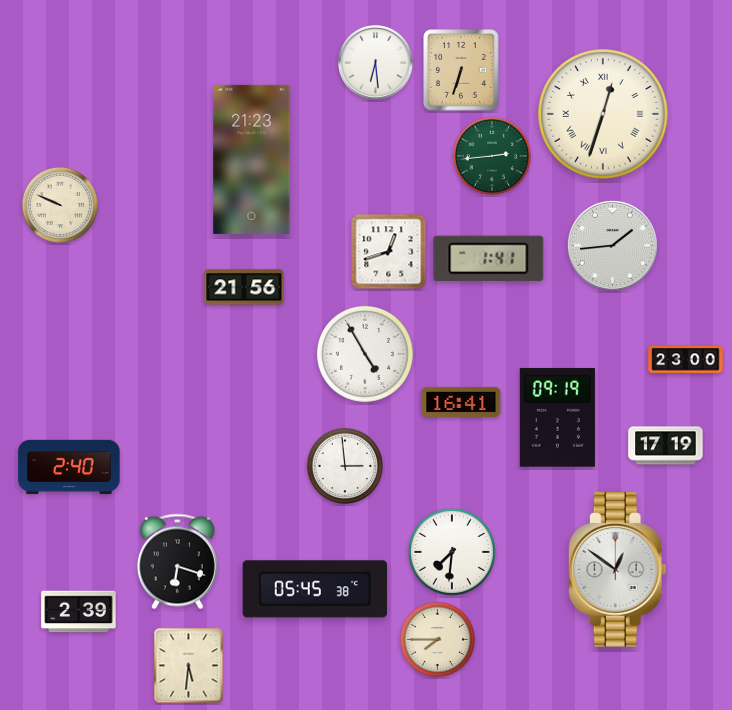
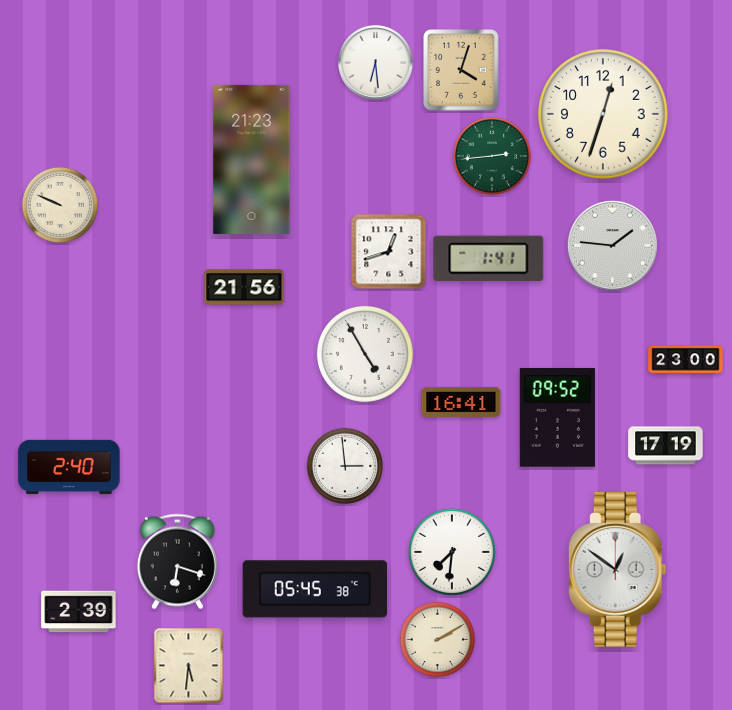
clock at (461, 70): 6:33 -> 4:03
clock at (603, 114) numerals: Roman -> Arabic
clock at (612, 245): 1:44 -> 1:46
clock at (557, 417): 09:19 -> 09:52
clock at (437, 639): 7:45 -> 2:10
